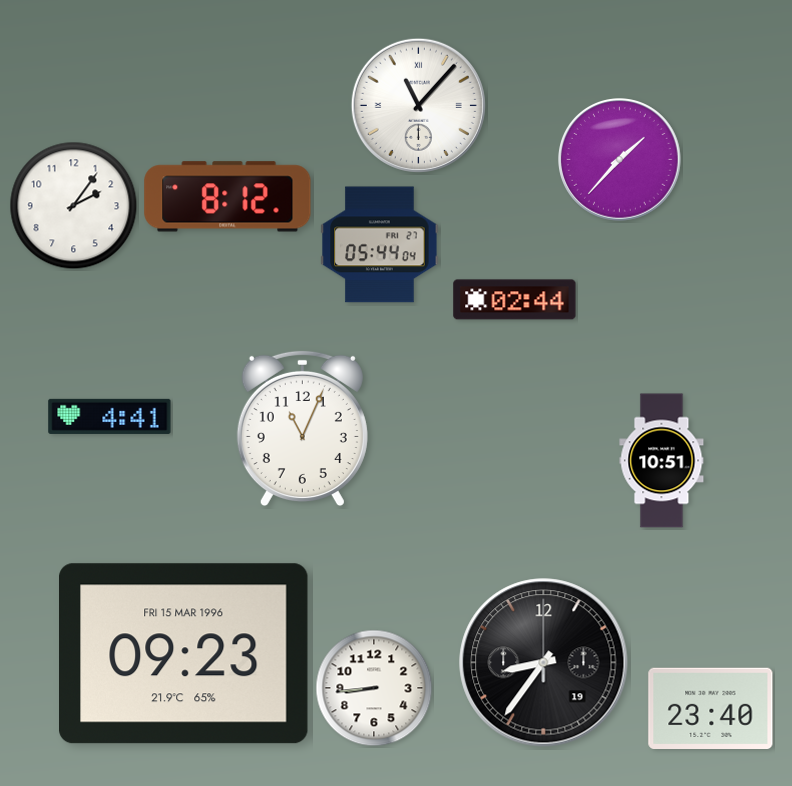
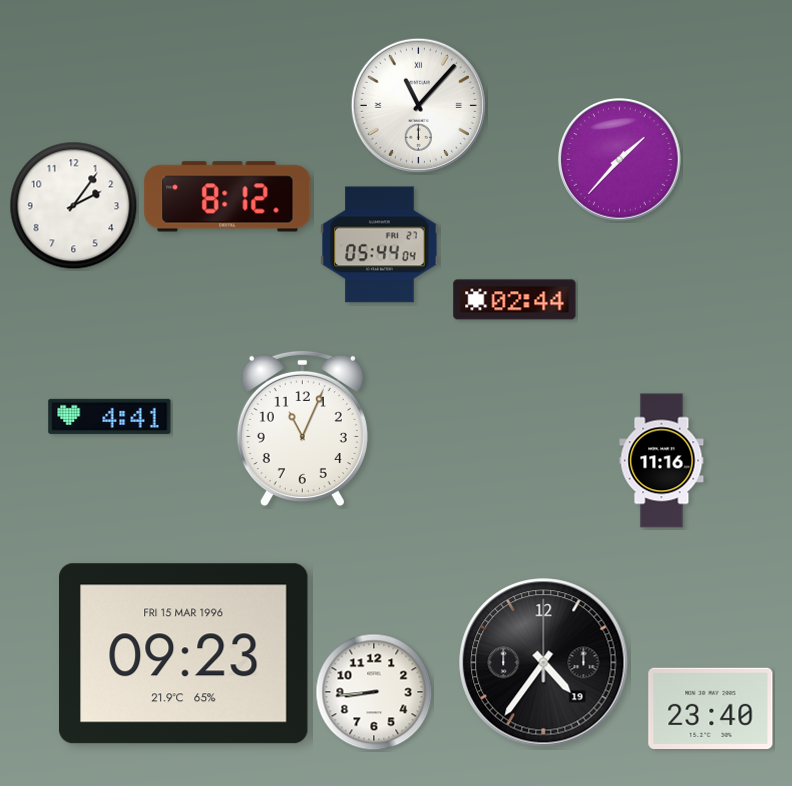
clock at (662, 461): 10:51 -> 11:16
clock at (544, 663): 8:36 -> 4:36
clock at (374, 688) position: (374, 688) -> (374, 692)
